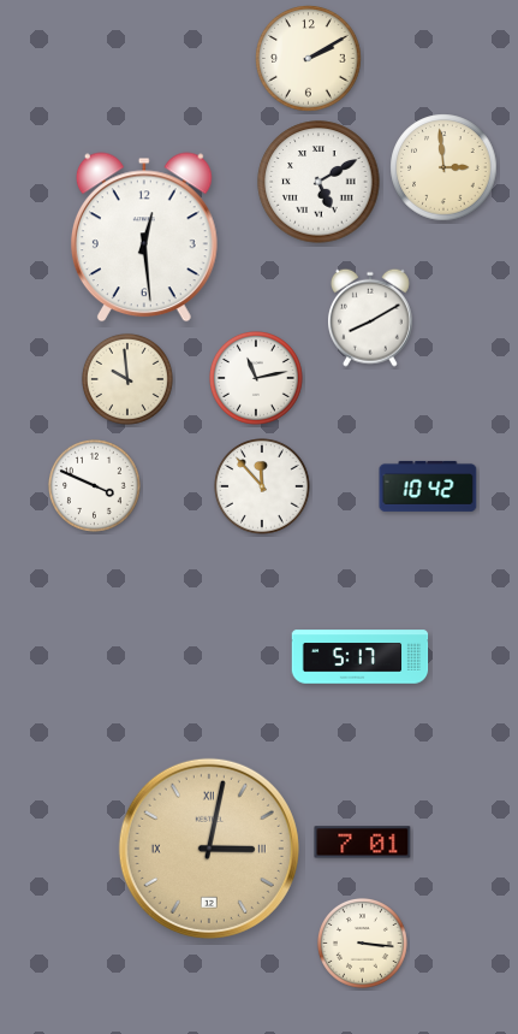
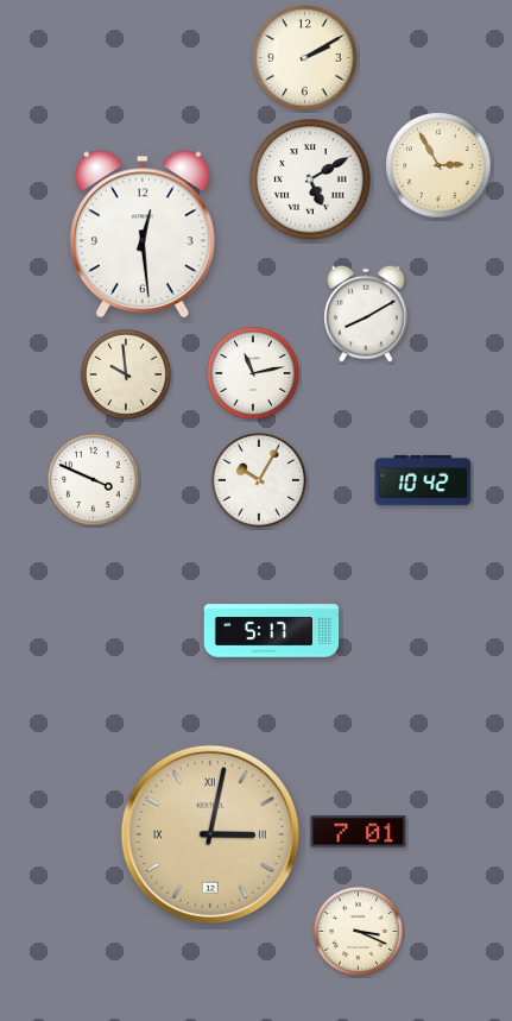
clock at (443, 167): 2:59 -> 2:55
clock at (318, 182) position: (318, 182) -> (310, 179)
clock at (263, 488): 11:53 -> 10:05
clock at (361, 657) position: (361, 657) -> (272, 631)
clock at (209, 849) position: (209, 849) -> (210, 834)
clock at (362, 943): 3:16 -> 3:19
